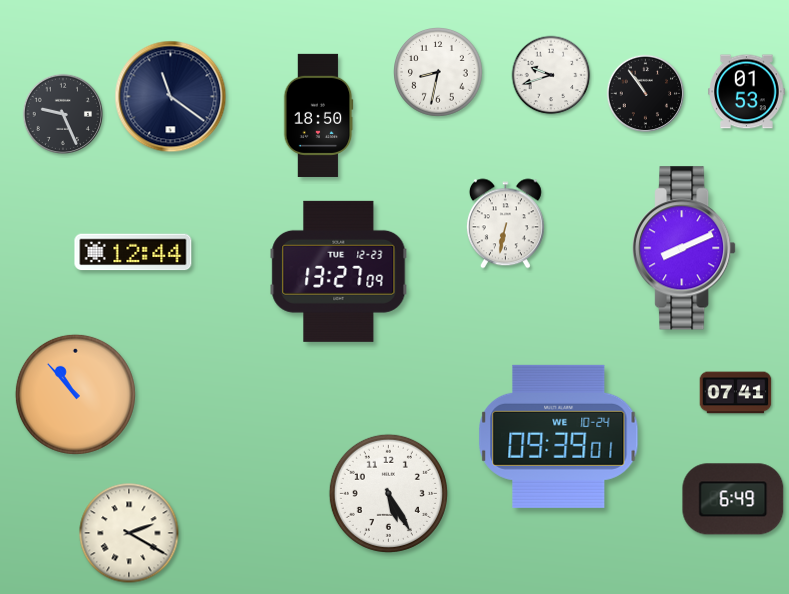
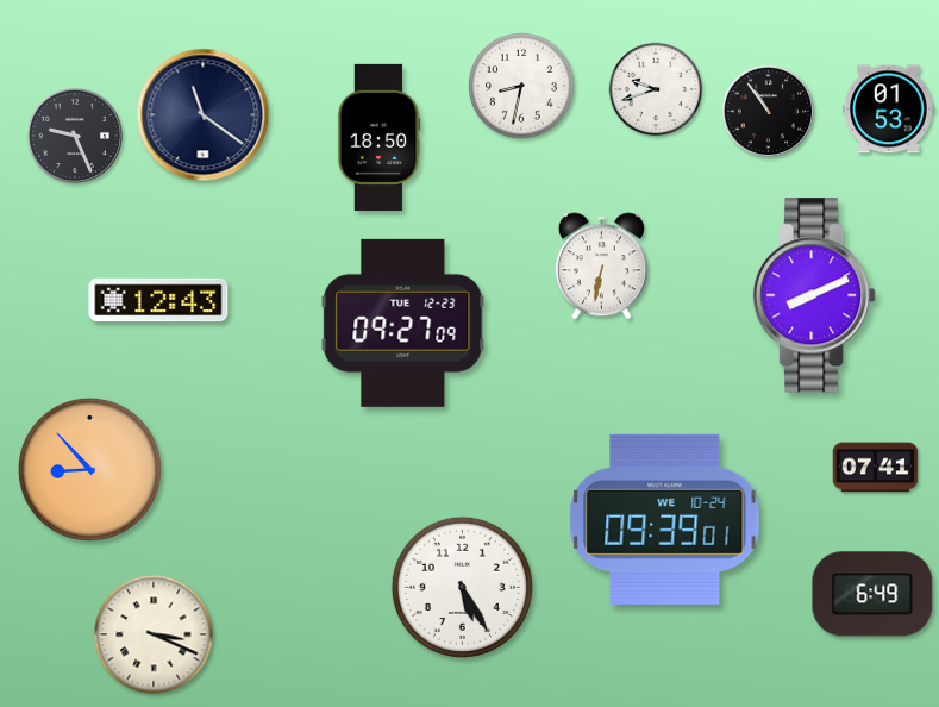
clock at (133, 252): 12:44 -> 12:43
clock at (339, 271): 13:27 -> 09:27
clock at (75, 394): 10:53 -> 8:53
clock at (129, 533): 2:20 -> 3:19
